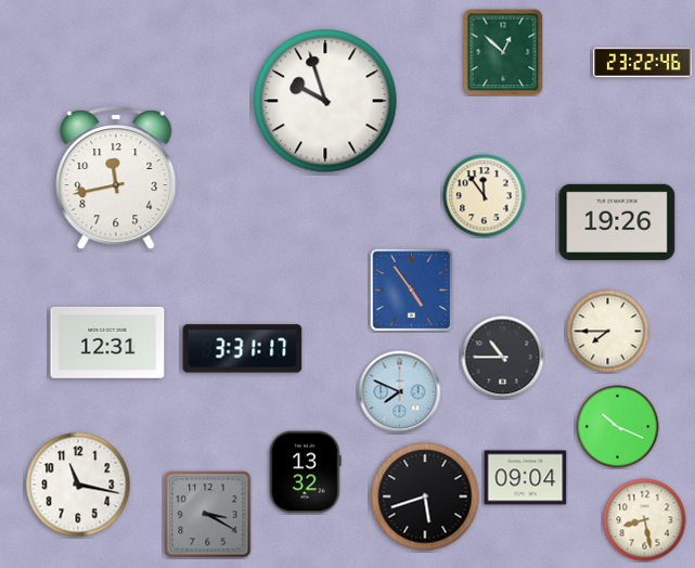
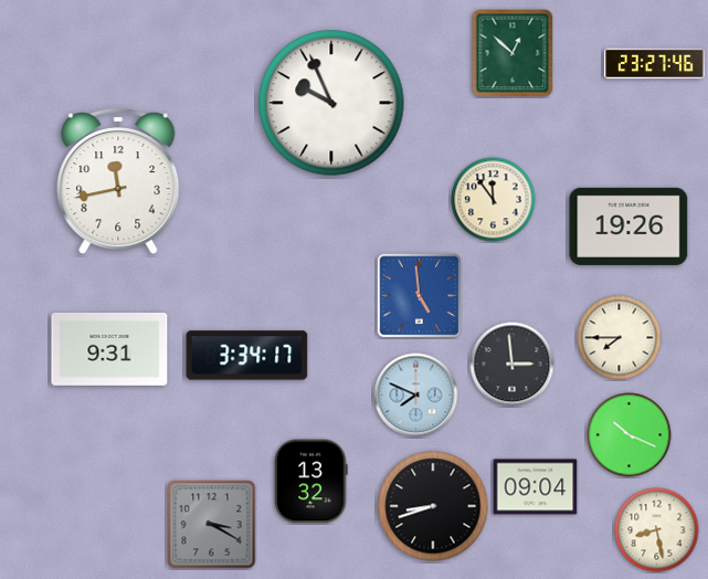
clock at (643, 63): 23:22 -> 23:27
clock at (325, 101): 9:57 -> 9:56
clock at (411, 289): 4:54 -> 4:59
clock at (107, 343): 12:31 -> 9:31
clock at (243, 349): 3:31 -> 3:34
clock at (503, 358): 10:45 -> 2:59
clock at (400, 392) position: (400, 392) -> (416, 396)
clock at (78, 485): 11:17 -> none
clock at (425, 496): 5:42 -> 8:42
